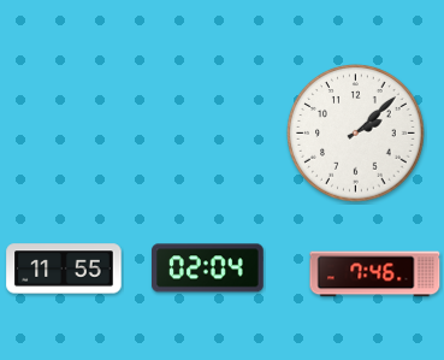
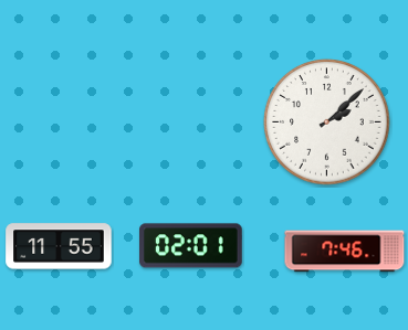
clock at (208, 268): 02:04 -> 02:01
